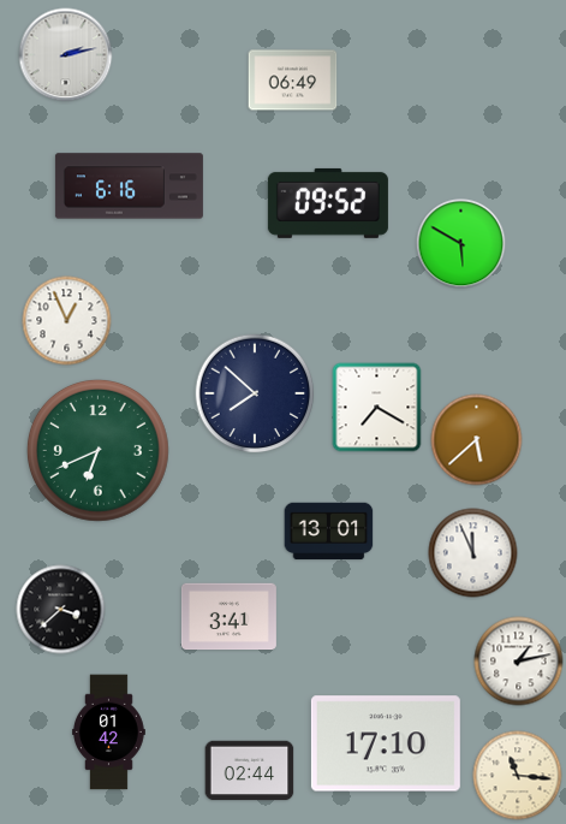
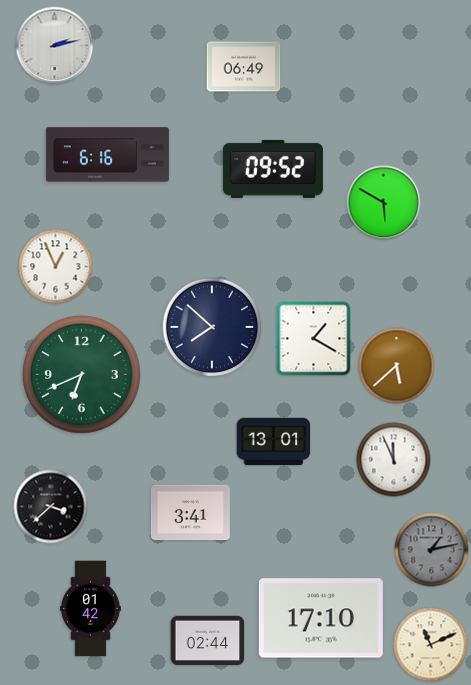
clock at (377, 408): 7:20 -> 1:20
clock at (519, 662) dial: white -> grey
clock at (518, 776): 11:16 -> 11:11
